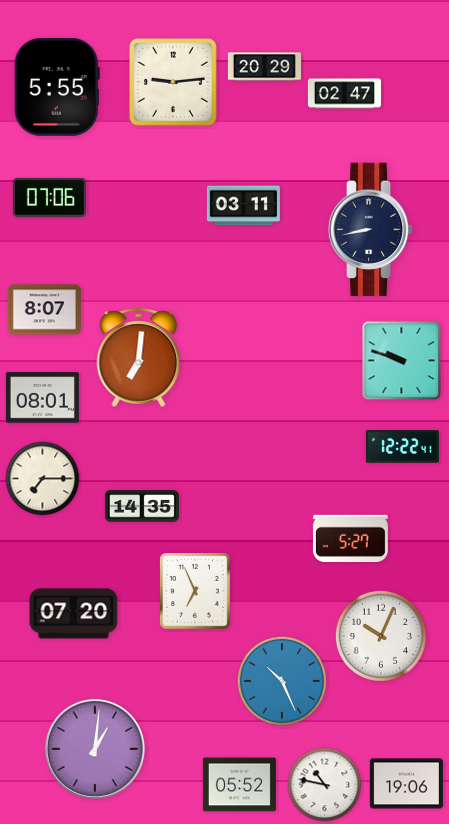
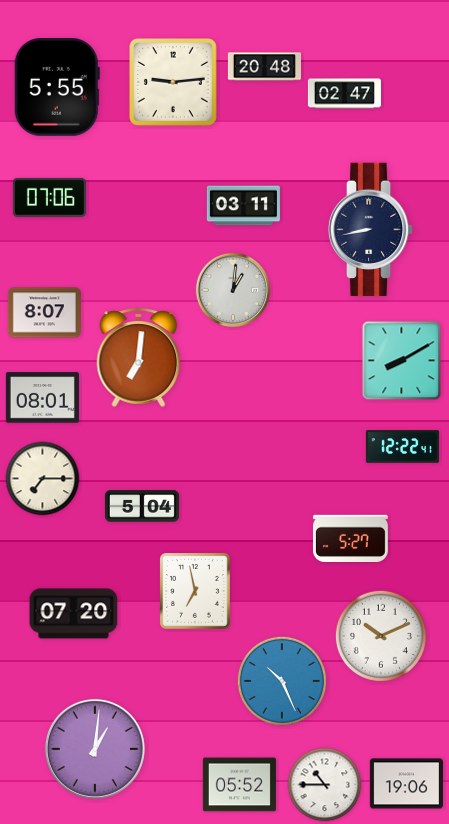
clock at (264, 67): 20:29 -> 20:48
clock at (233, 290): none -> 1:01
clock at (44, 310) position: (44, 310) -> (44, 313)
clock at (402, 361): 9:48 -> 8:10
clock at (142, 506): 14:35 -> 5:04
clock at (196, 592): 6:56 -> 6:58
clock at (381, 636): 10:04 -> 10:11
clock at (325, 785): 10:47 -> 10:45
